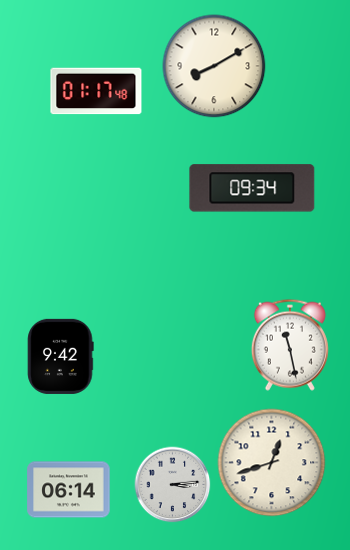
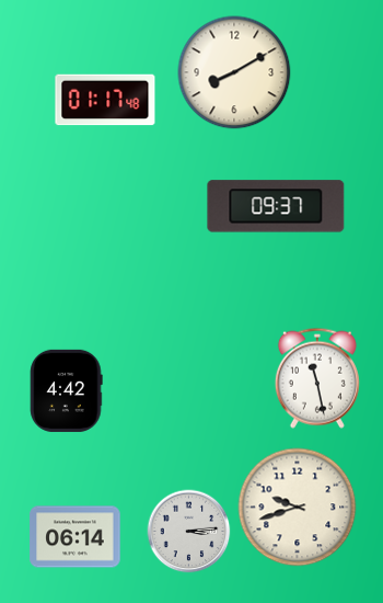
clock at (252, 188): 09:34 -> 09:37
clock at (61, 356): 9:42 -> 4:42
clock at (272, 463): 12:42 -> 9:42
